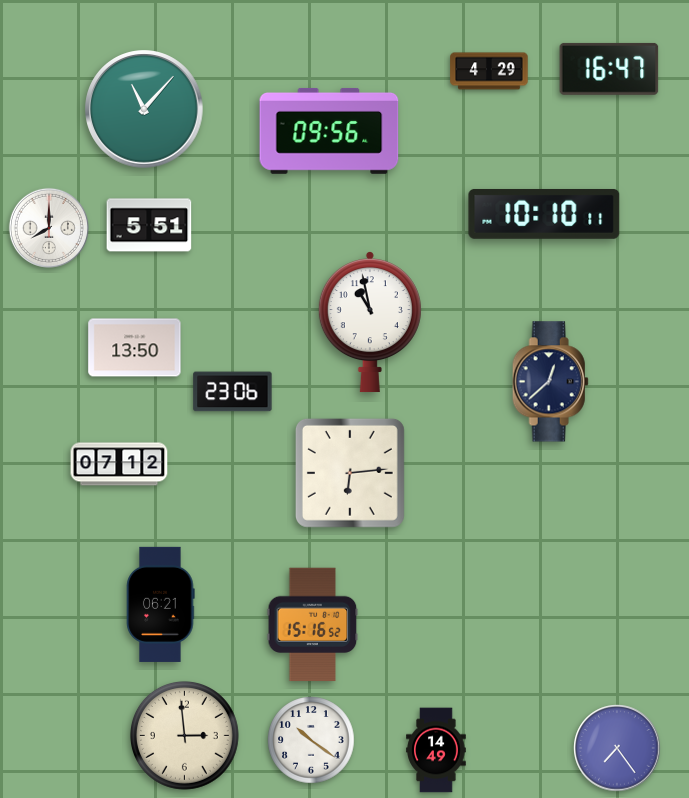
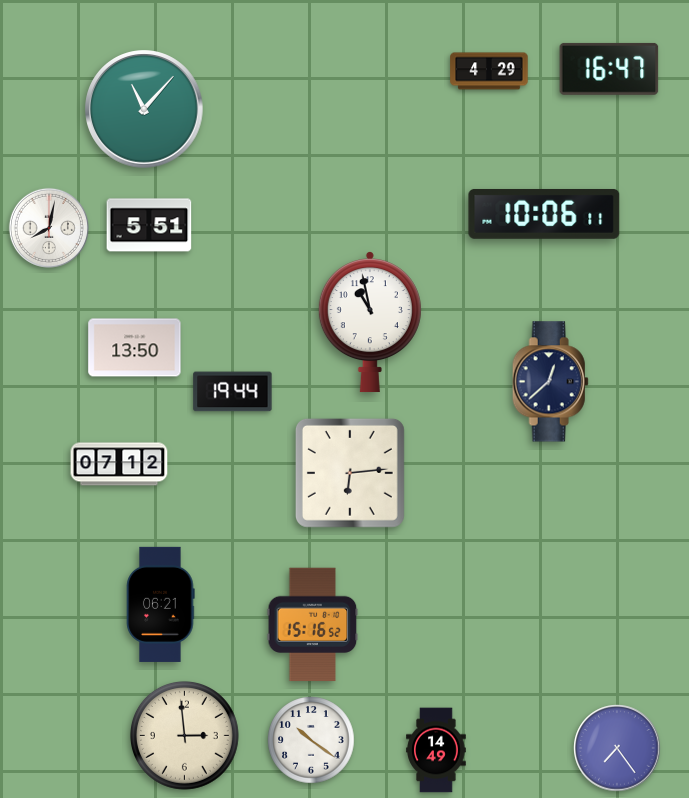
clock at (329, 131): 09:56 -> none
clock at (544, 214): 10:10 -> 10:06
clock at (49, 228): 8:00 -> 8:02
clock at (233, 392): 23:06 -> 19:44
